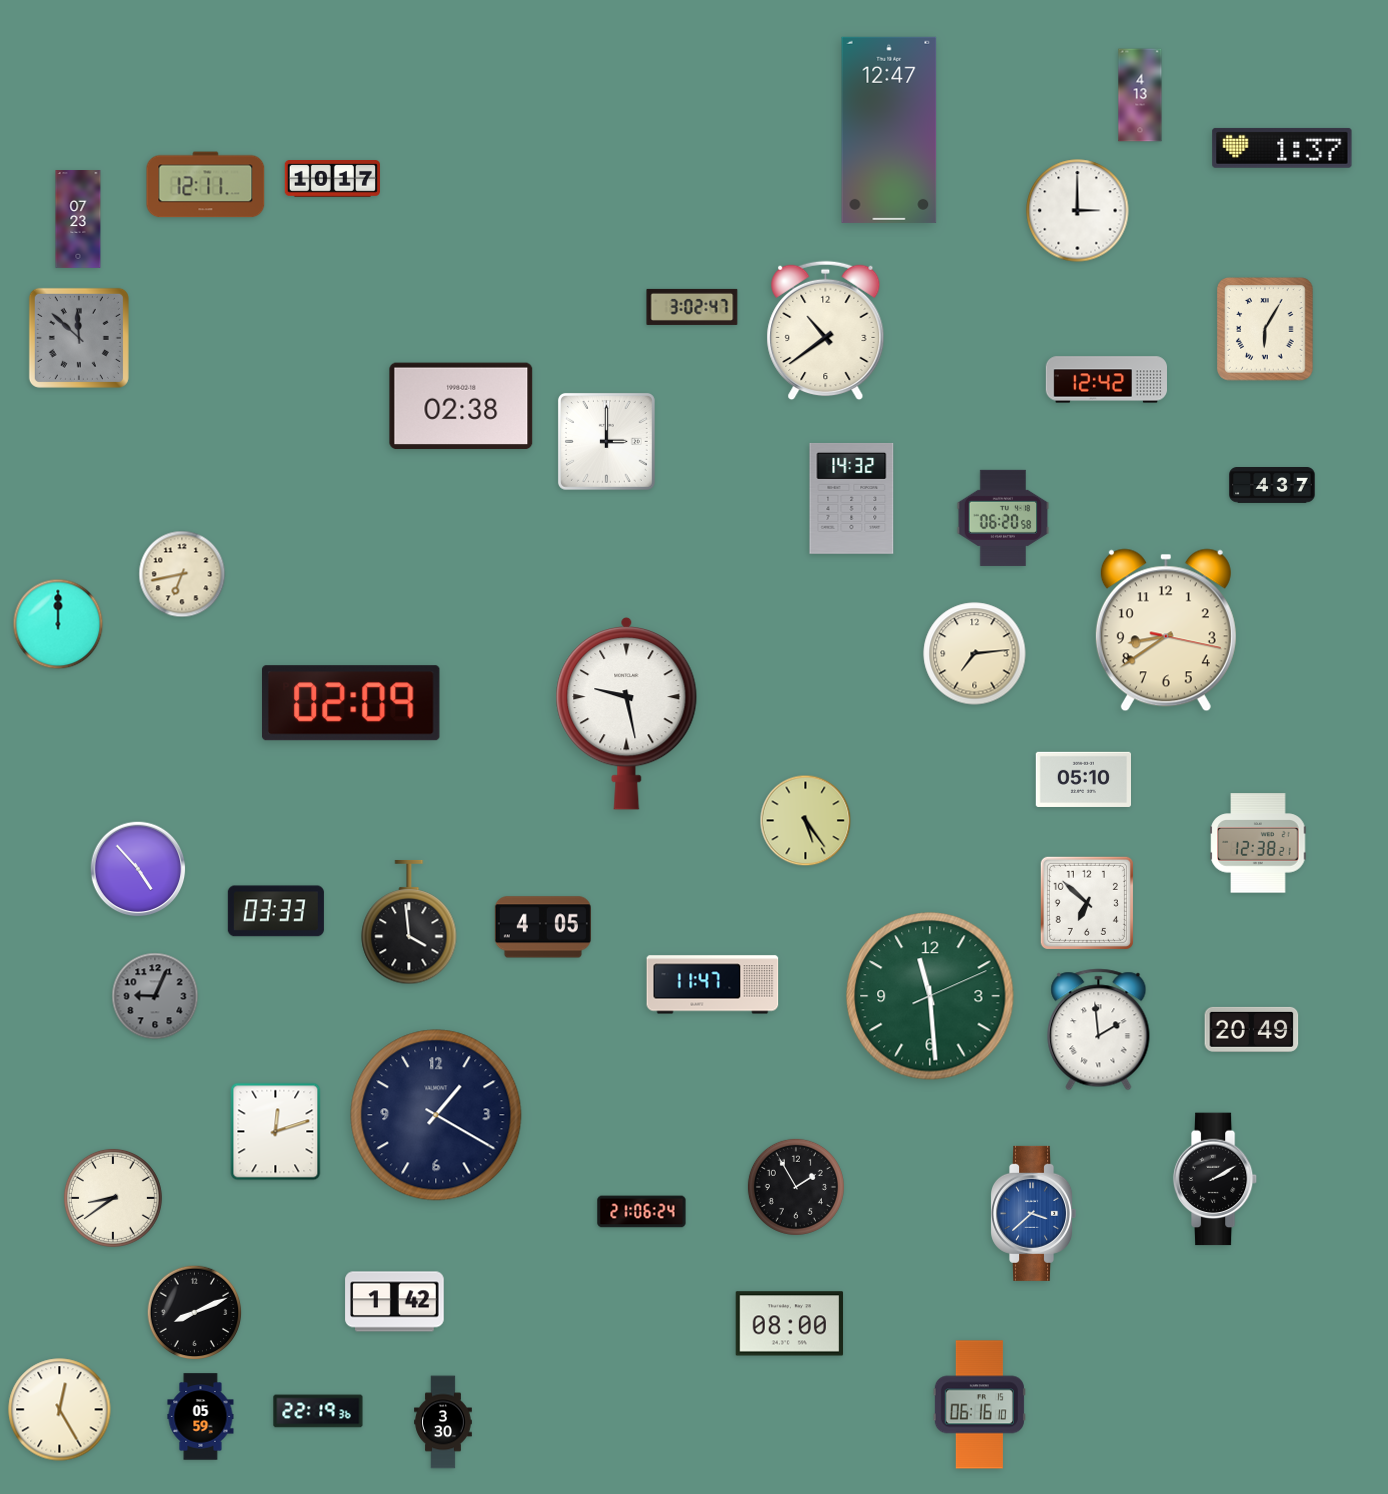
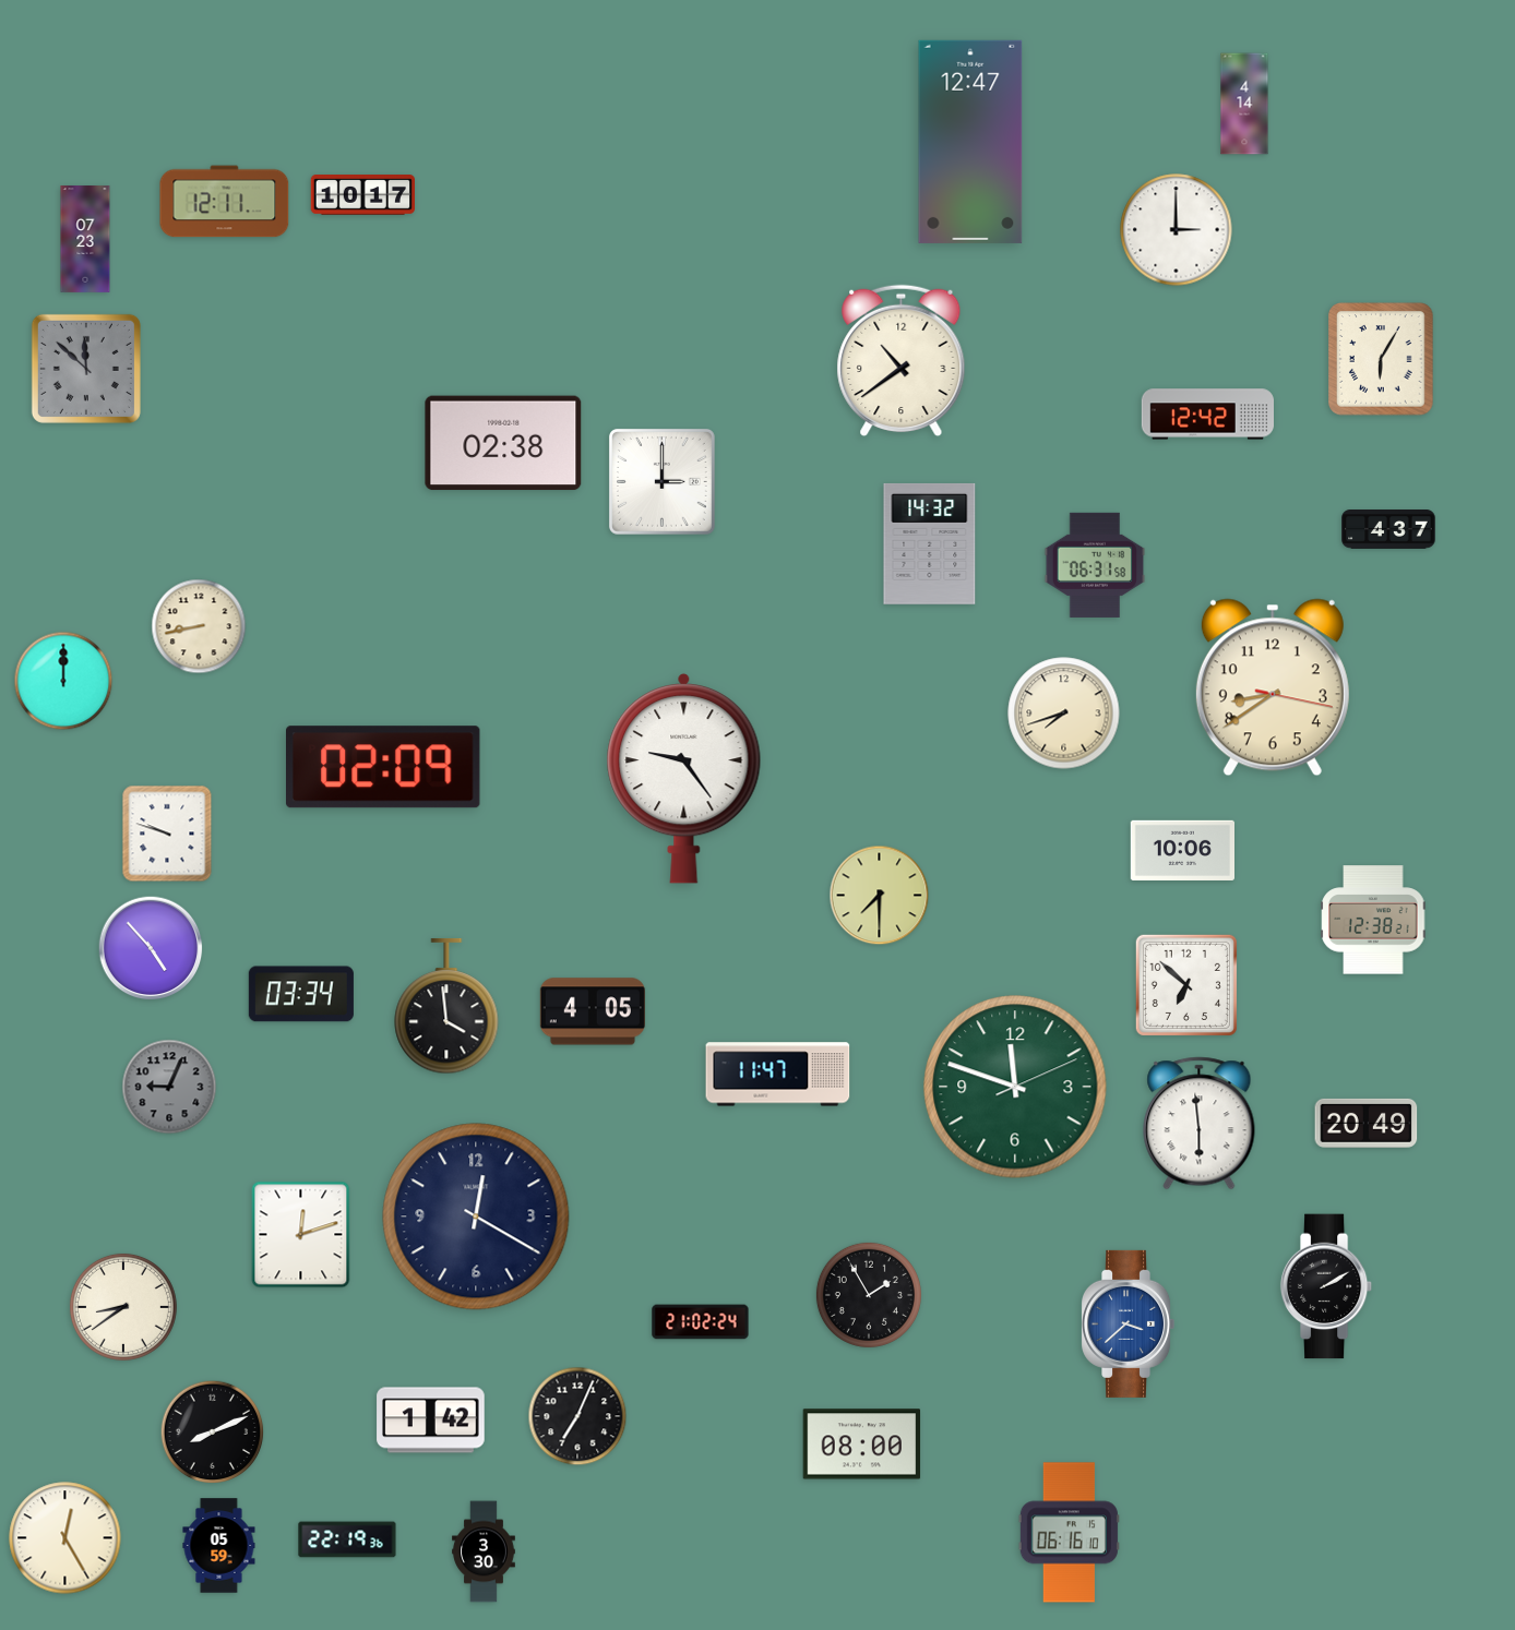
clock at (1140, 95): 4:13 -> 4:14
clock at (1282, 148): 1:37 -> none
clock at (692, 307): 3:02 -> none
clock at (1003, 518): 06:20 -> 06:31
clock at (182, 574): 6:43 -> 8:43
clock at (975, 654): 7:14 -> 7:42
clock at (627, 713): 9:28 -> 9:24
clock at (167, 834): none -> 9:48
clock at (1083, 779): 05:10 -> 10:06
clock at (806, 821): 5:24 -> 7:30
clock at (276, 911): 03:33 -> 03:34
clock at (930, 996): 11:29 -> 11:48
clock at (1099, 1030): 1:59 -> 5:59
clock at (436, 1115): 1:20 -> 12:20
clock at (642, 1212): 21:06 -> 21:02
clock at (577, 1416): none -> 7:04
